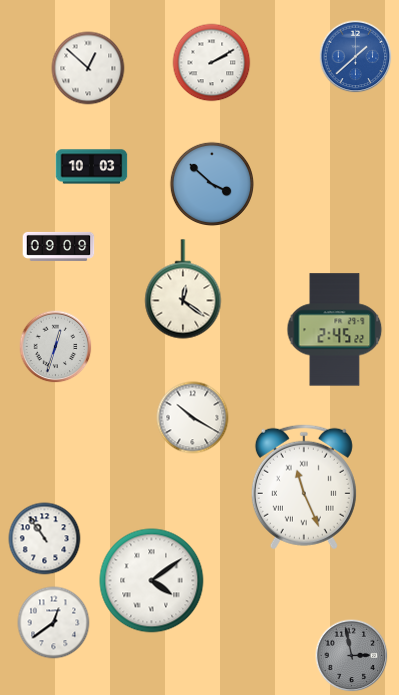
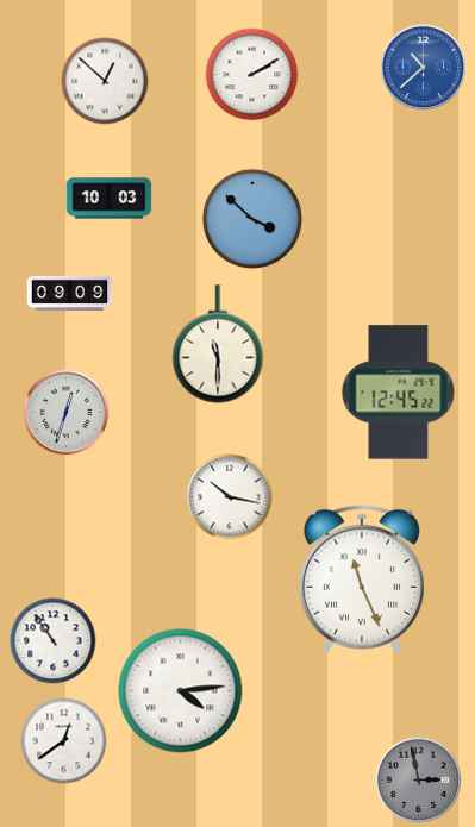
clock at (356, 57): 1:38 -> 10:38
clock at (183, 289): 12:21 -> 11:30
clock at (335, 330): 2:45 -> 12:45
clock at (193, 418): 10:20 -> 10:17
clock at (152, 581): 4:09 -> 4:14
